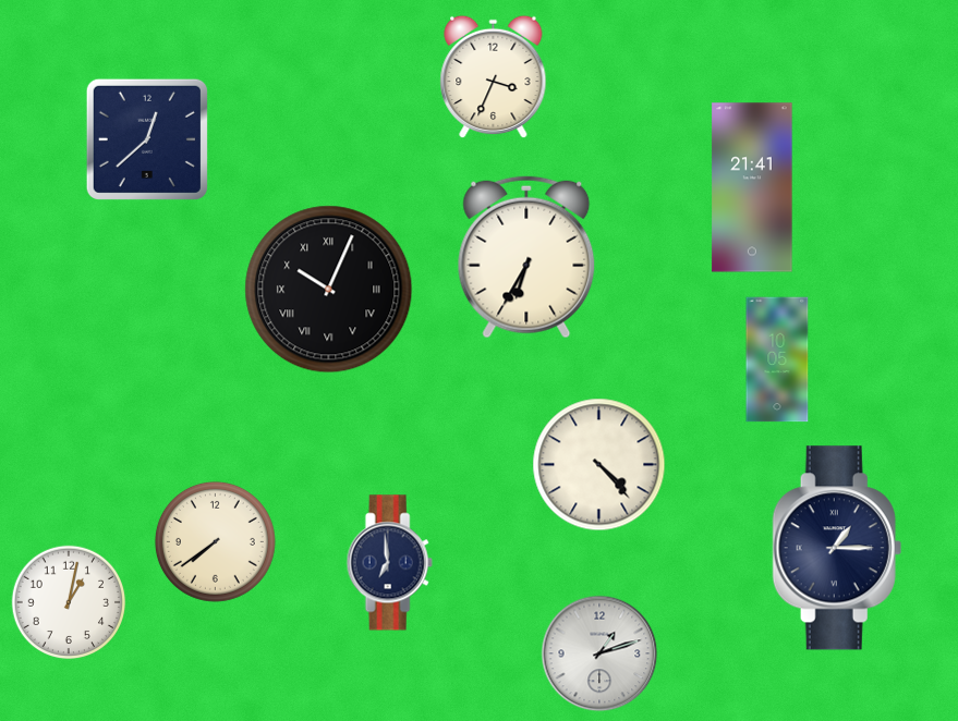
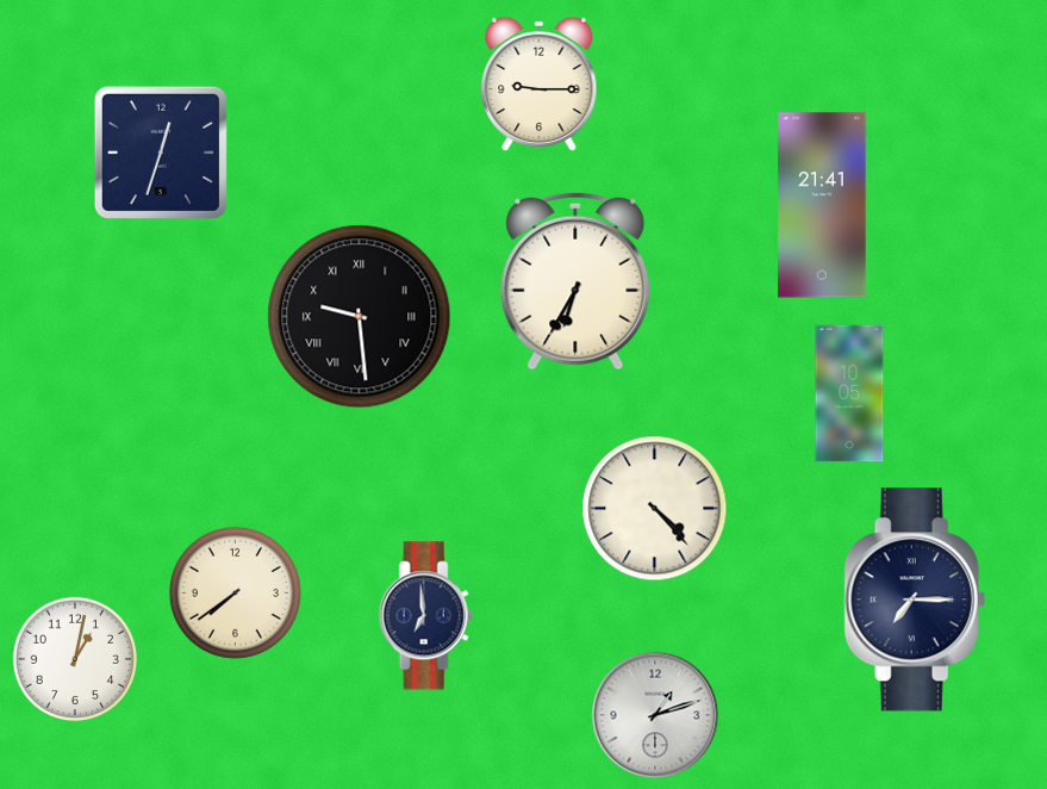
clock at (494, 77): 3:34 -> 9:15
clock at (147, 139): 12:38 -> 12:33
clock at (329, 290): 10:04 -> 9:29
clock at (837, 548): 1:15 -> 7:15
